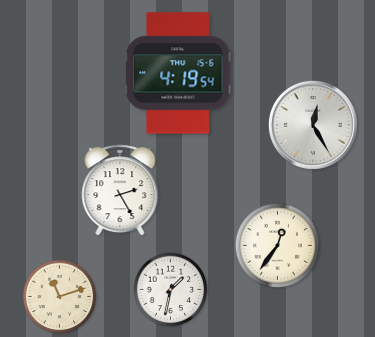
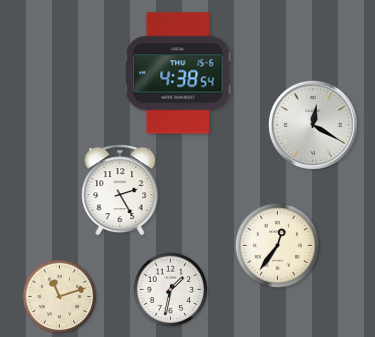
clock at (179, 73): 4:19 -> 4:38
clock at (313, 125): 12:25 -> 12:20
